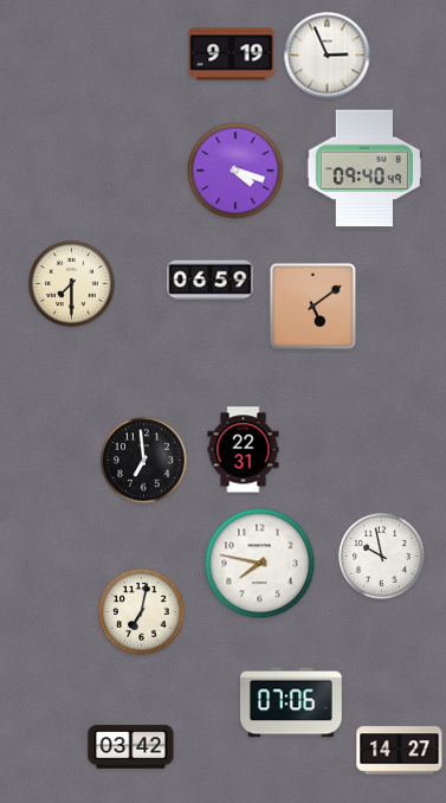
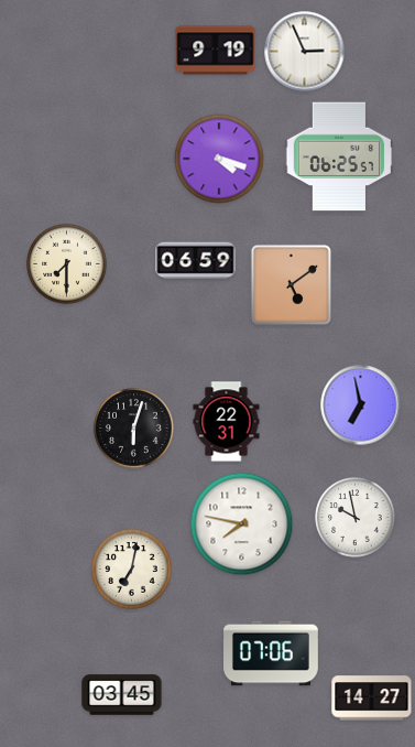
clock at (364, 168): 09:40 -> 06:25
clock at (361, 405): none -> 6:58
clock at (244, 450) position: (244, 450) -> (227, 422)
clock at (144, 461): 6:59 -> 6:03
clock at (131, 747): 03:42 -> 03:45
